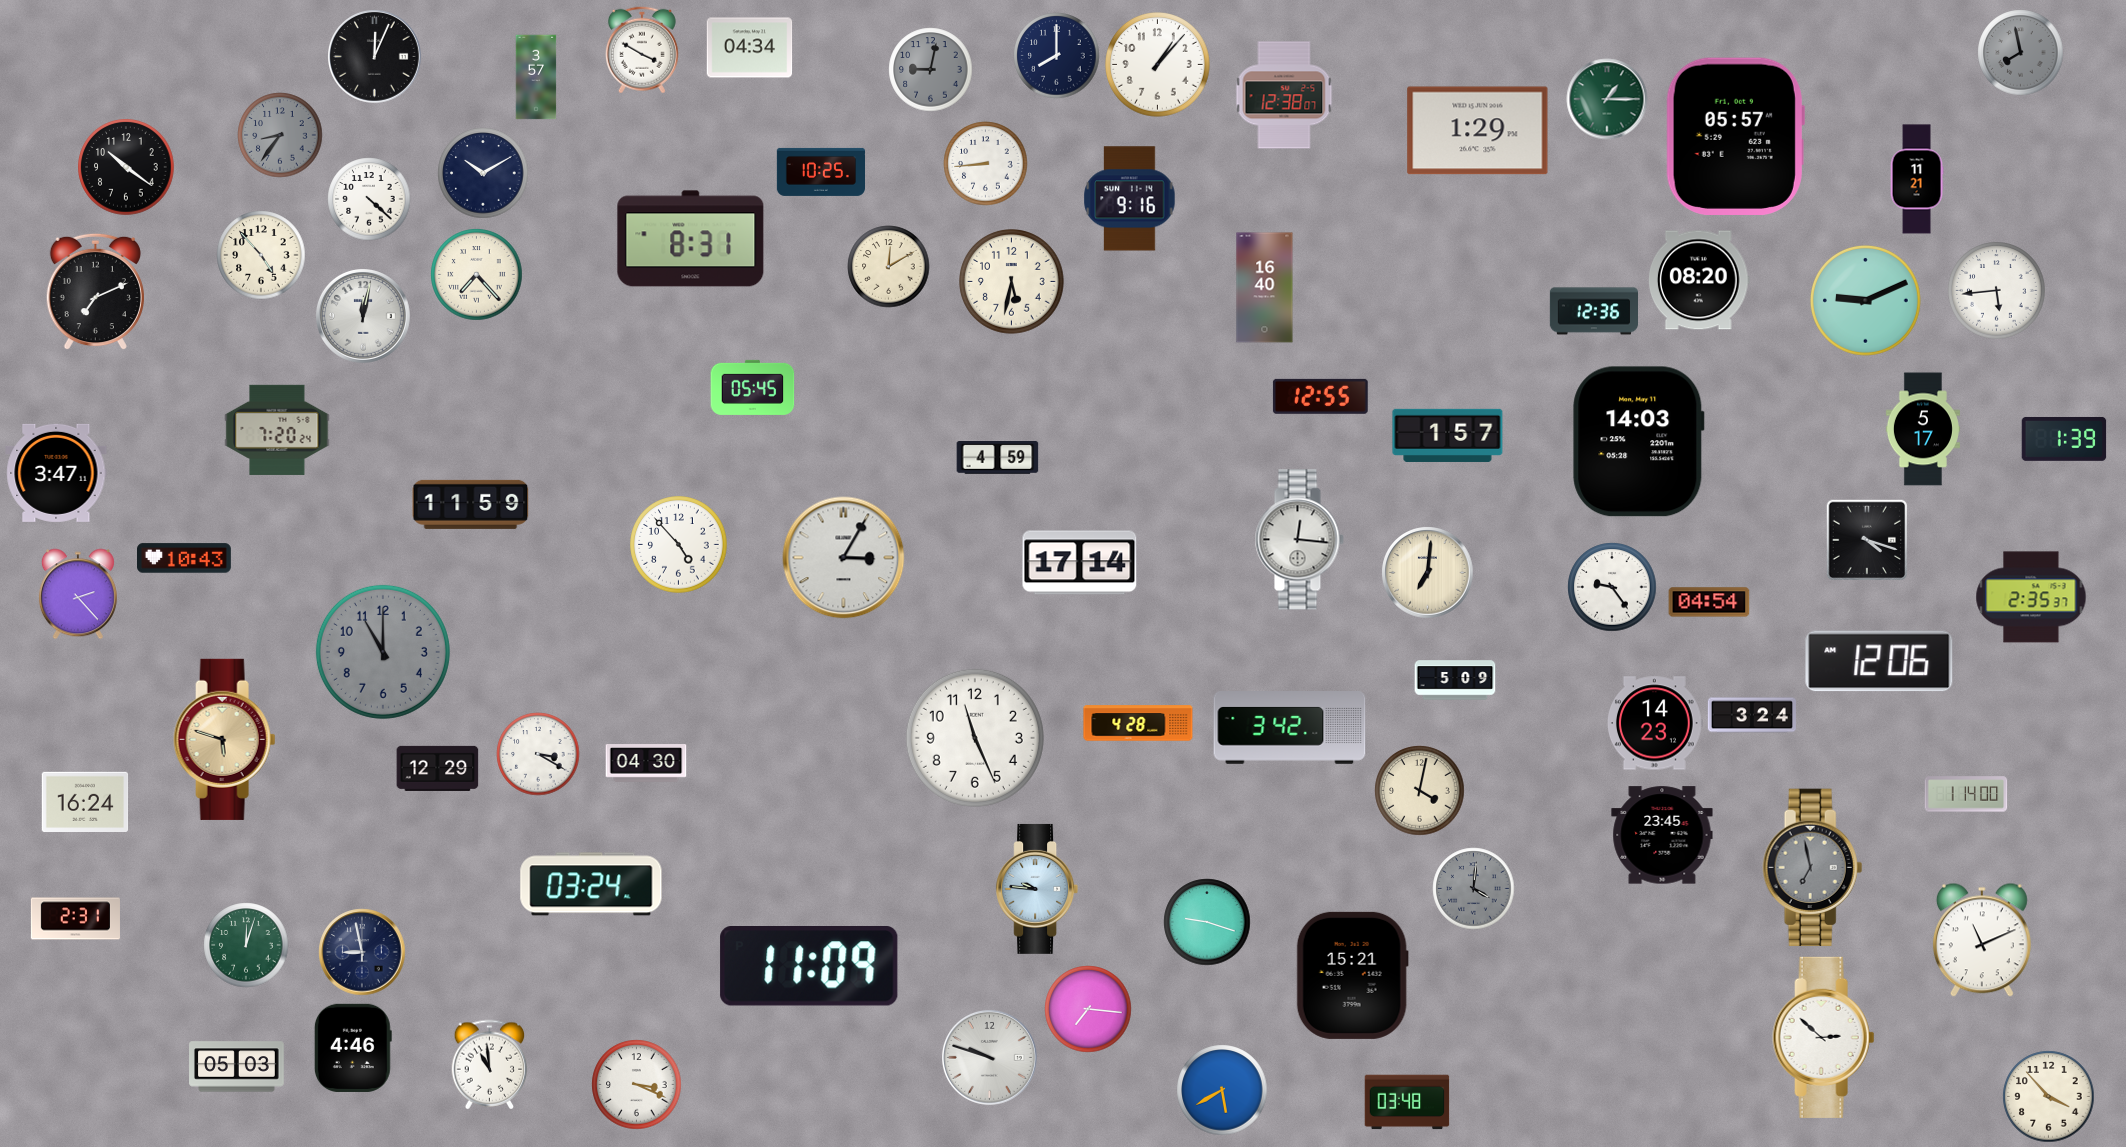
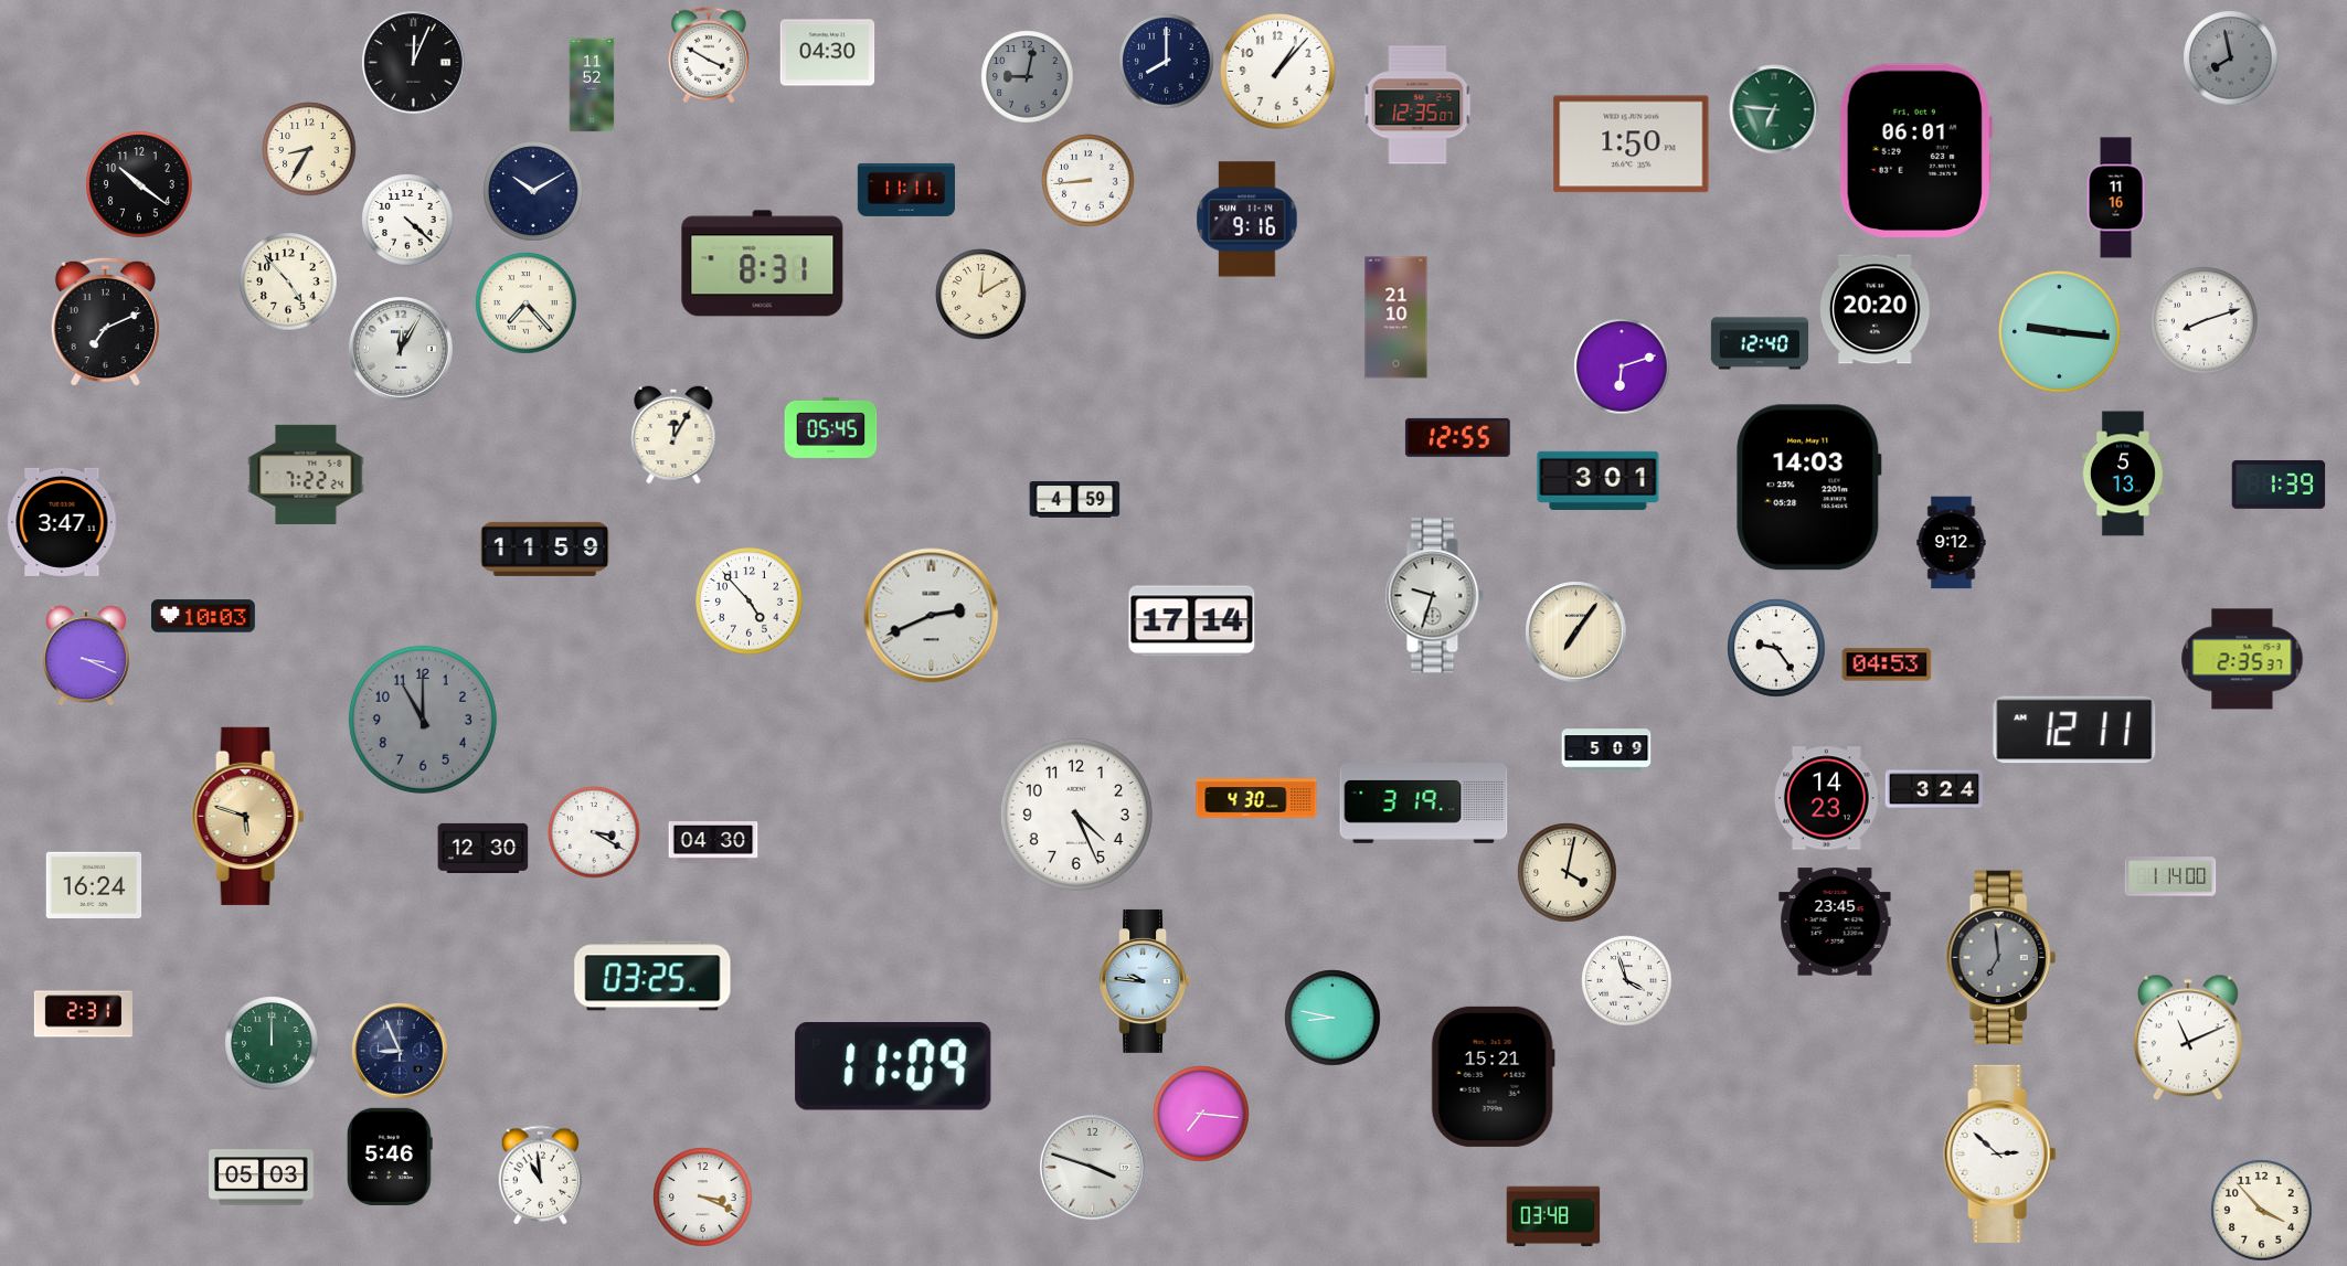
clock at (750, 48): 04:34 -> 04:30
clock at (536, 77): 3:57 -> 11:52
clock at (1284, 95): 12:38 -> 12:35
clock at (1607, 99): 1:15 -> 6:46
clock at (1478, 131): 1:29 -> 1:50
clock at (280, 135): 8:36 -> 8:35
clock at (280, 135) dial: grey -> cream
clock at (1735, 136): 05:57 -> 06:01
clock at (820, 172): 10:25 -> 11:11
clock at (1917, 179): 11:21 -> 11:16
clock at (1699, 280): 08:20 -> 20:20
clock at (1012, 282): 5:32 -> none
clock at (1265, 288): 16:40 -> 21:10
clock at (1997, 291): 5:44 -> 8:12
clock at (1865, 300): 9:11 -> 9:16
clock at (1593, 311): 12:36 -> 12:40
clock at (364, 317): 12:02 -> 12:05
clock at (1622, 366): none -> 6:12
clock at (673, 435): none -> 12:05
clock at (1923, 429): 5:17 -> 5:13
clock at (277, 430): 7:20 -> 7:22
clock at (1448, 435): 1:57 -> 3:01
clock at (998, 458) position: (998, 458) -> (1075, 500)
clock at (1952, 543): none -> 9:12
clock at (471, 504) position: (471, 504) -> (545, 549)
clock at (1866, 539): 4:18 -> none
clock at (1299, 540): 12:16 -> 9:33
clock at (185, 558): 10:43 -> 10:03
clock at (844, 558): 3:05 -> 2:41
clock at (1428, 573): 7:01 -> 7:06
clock at (1612, 587) position: (1612, 587) -> (1776, 648)
clock at (78, 594): 2:23 -> 3:19
clock at (1709, 602): 04:54 -> 04:53
clock at (1879, 661): 12:06 -> 12:11
clock at (1138, 723): 4:28 -> 4:30
clock at (1290, 728): 3:42 -> 3:19
clock at (975, 738): 11:26 -> 4:26
clock at (438, 768): 12:29 -> 12:30
clock at (1813, 868): 6:58 -> 6:59
clock at (591, 884): 03:24 -> 03:25
clock at (1474, 889): 4:01 -> 3:57
clock at (1474, 889) dial: grey -> white
clock at (1207, 922): 9:18 -> 8:47
clock at (246, 945): 12:03 -> 12:00
clock at (362, 952): 8:58 -> 8:56
clock at (1824, 1037) position: (1824, 1037) -> (2000, 1153)
clock at (353, 1048): 4:46 -> 5:46
clock at (989, 1057): 9:48 -> 3:48
clock at (1222, 1090): 5:40 -> none
